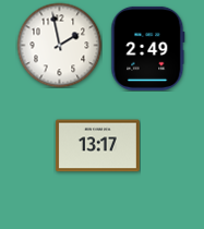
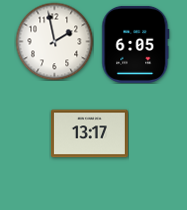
clock at (148, 48): 2:49 -> 6:05
